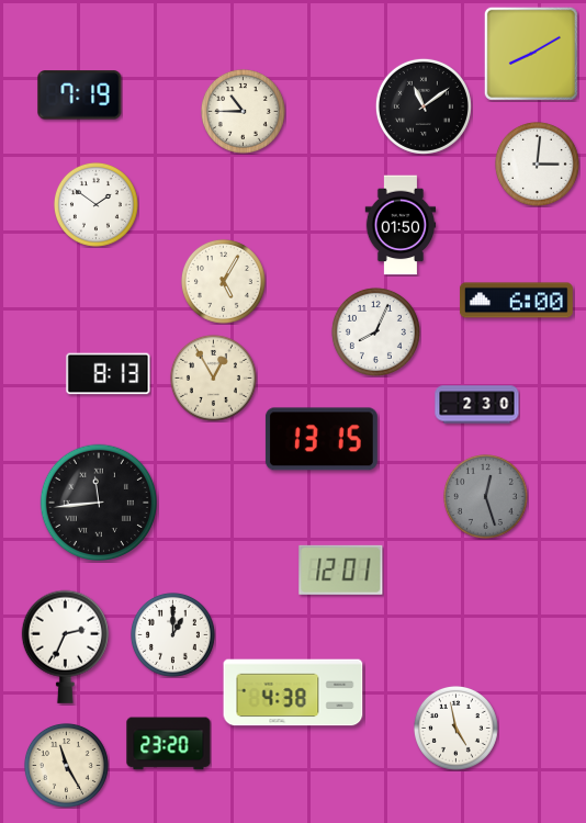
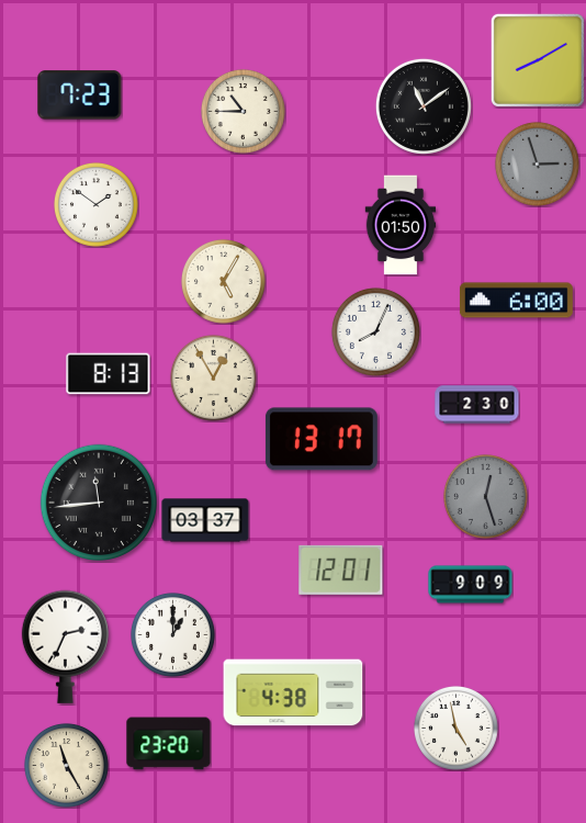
clock at (531, 54) position: (531, 54) -> (538, 60)
clock at (80, 95): 7:19 -> 7:23
clock at (537, 164): 3:01 -> 2:57
clock at (537, 164) dial: white -> grey
clock at (322, 439): 13:15 -> 13:17
clock at (205, 520): none -> 03:37
clock at (471, 585): none -> 9:09
